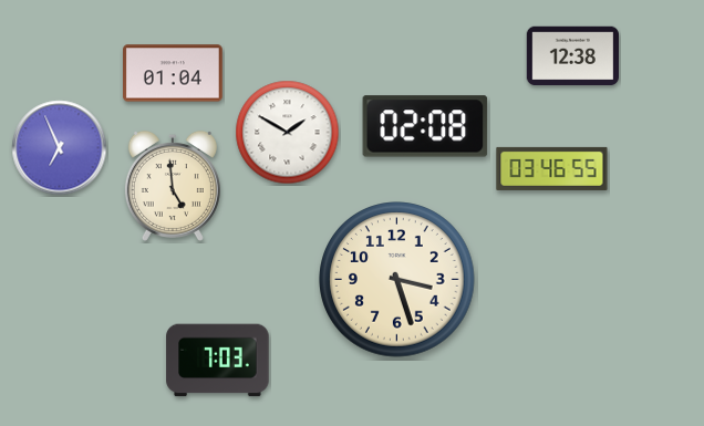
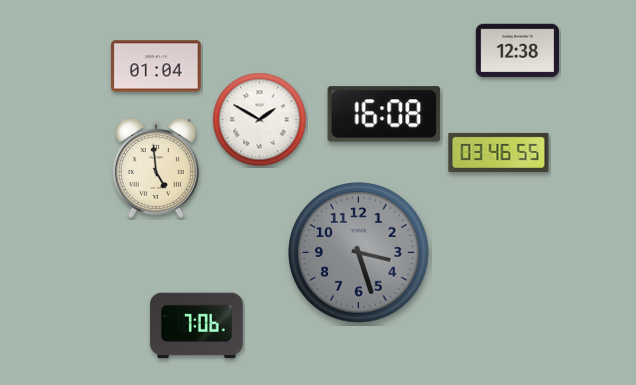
clock at (425, 126): 02:08 -> 16:08
clock at (60, 148): 6:56 -> none
clock at (397, 280) dial: cream -> grey
clock at (218, 361): 7:03 -> 7:06
